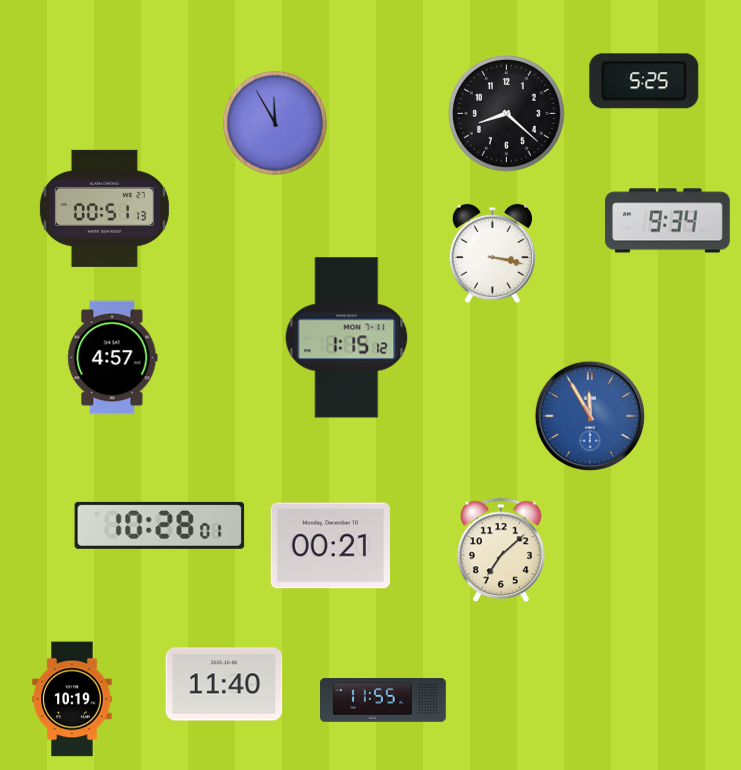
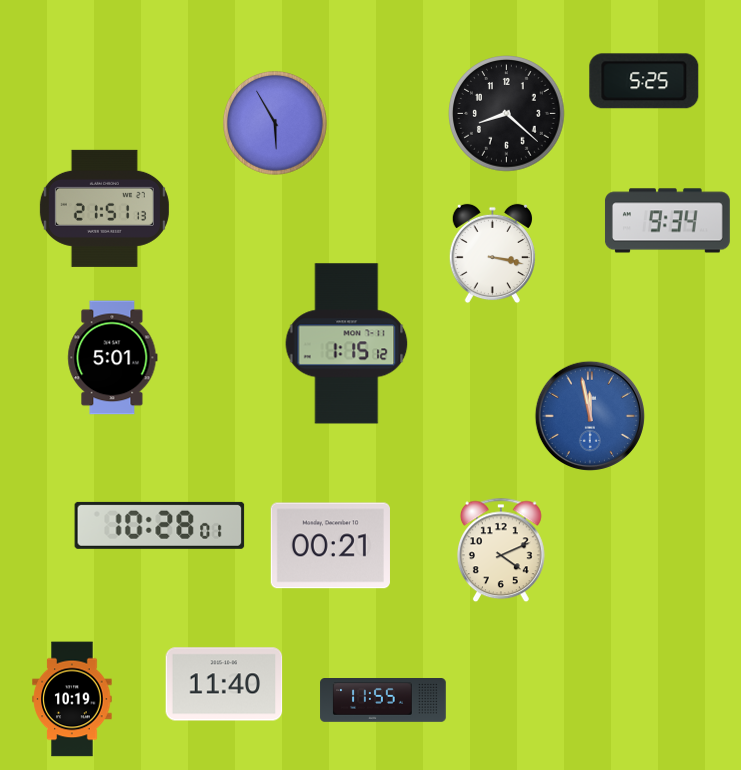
clock at (275, 123): 11:55 -> 5:55
clock at (104, 208): 00:51 -> 21:51
clock at (347, 338) position: (347, 338) -> (347, 344)
clock at (113, 358): 4:57 -> 5:01
clock at (590, 416): 11:55 -> 11:58
clock at (501, 550): 7:08 -> 4:11
